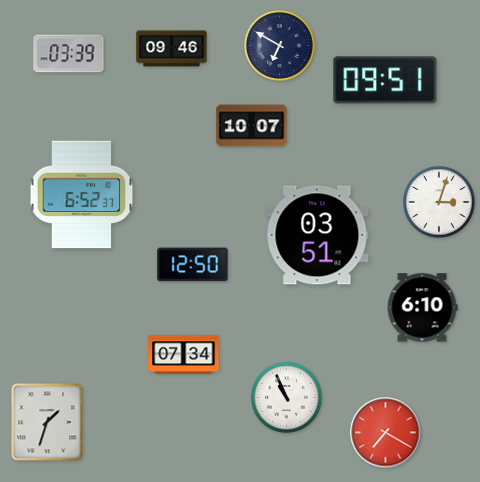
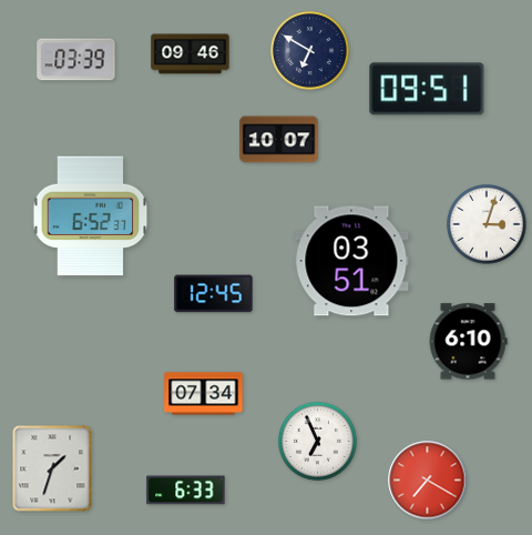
clock at (193, 265): 12:50 -> 12:45
clock at (287, 398): 10:56 -> 6:56
clock at (186, 491): none -> 6:33
